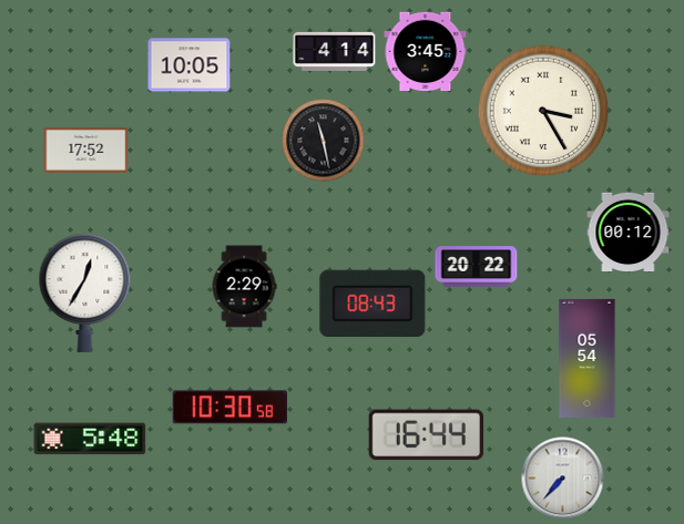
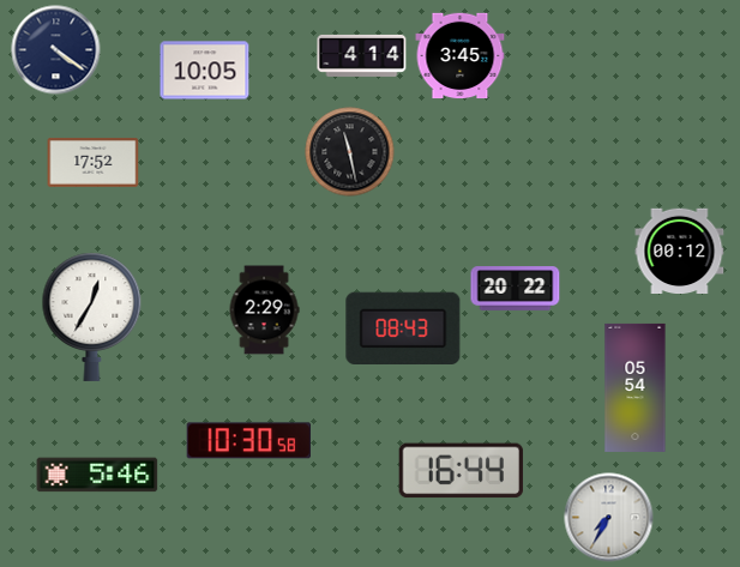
clock at (56, 50): none -> 4:21
clock at (543, 111): 3:25 -> none
clock at (90, 439): 5:48 -> 5:46
clock at (563, 479): 7:37 -> 7:35
